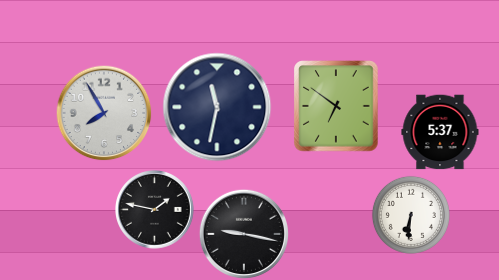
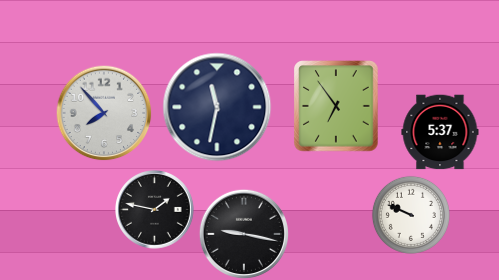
clock at (336, 106): 6:51 -> 6:54
clock at (104, 113): 7:55 -> 7:53
clock at (411, 215): 6:31 -> 9:49
